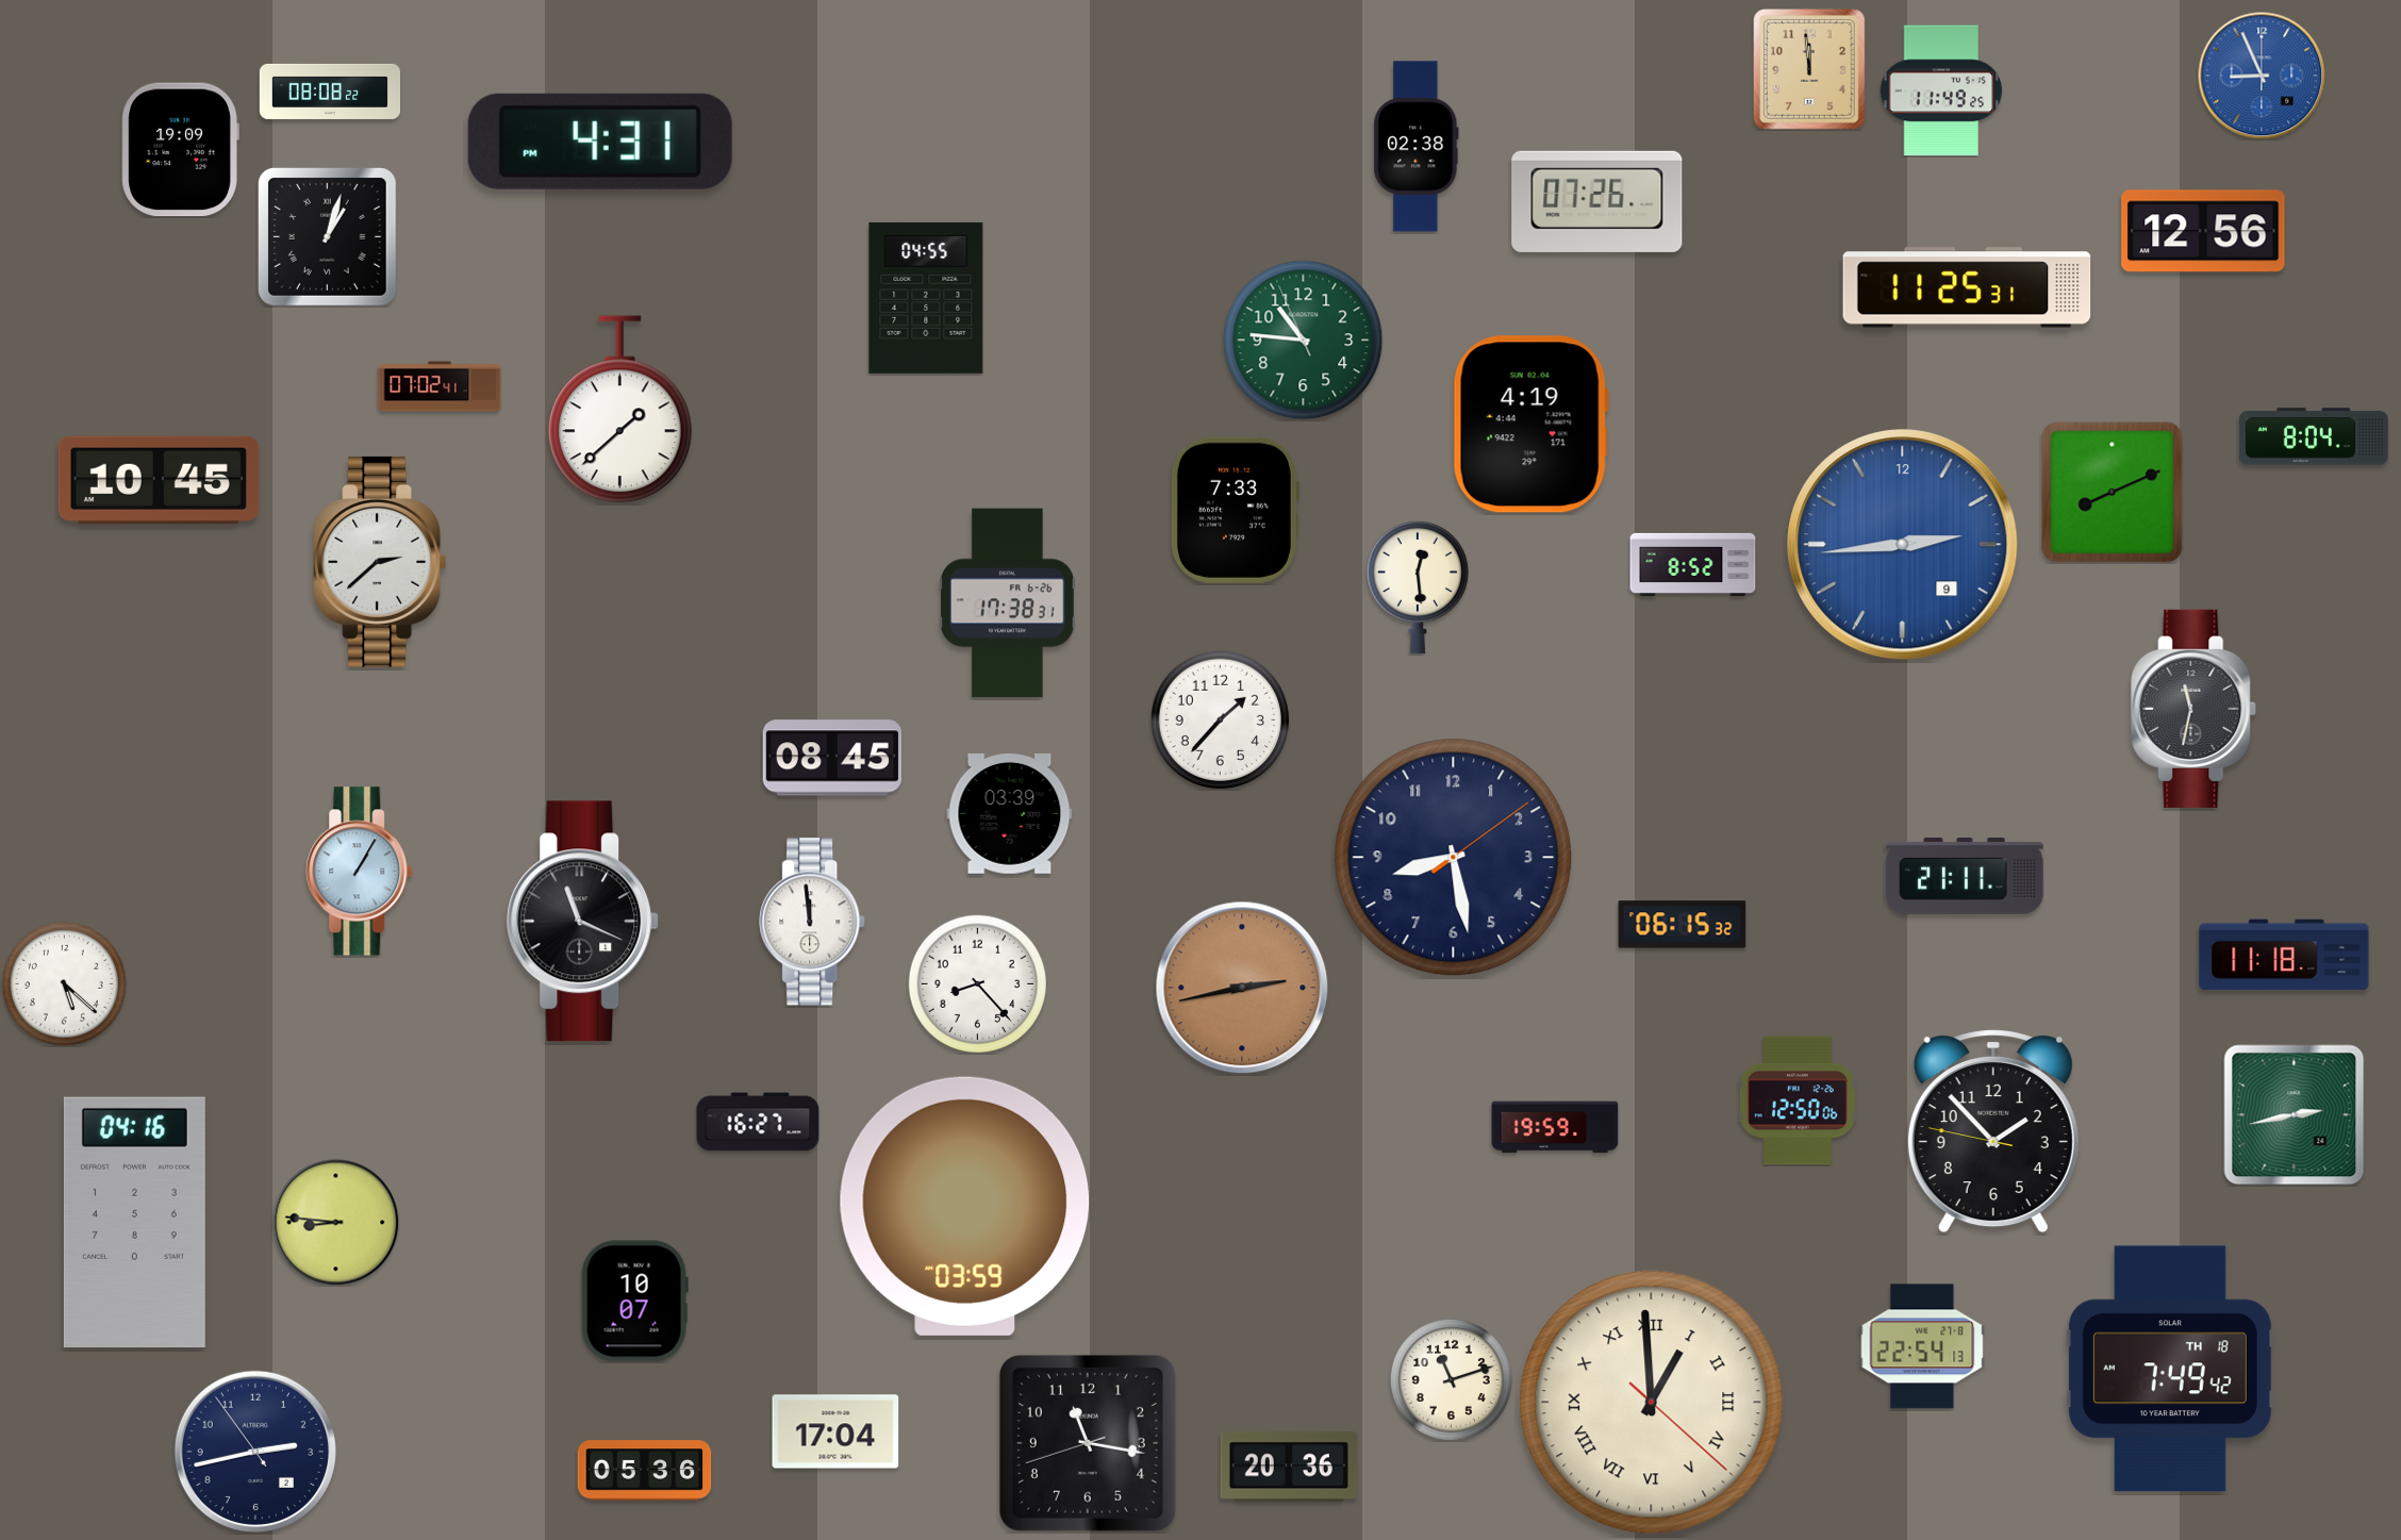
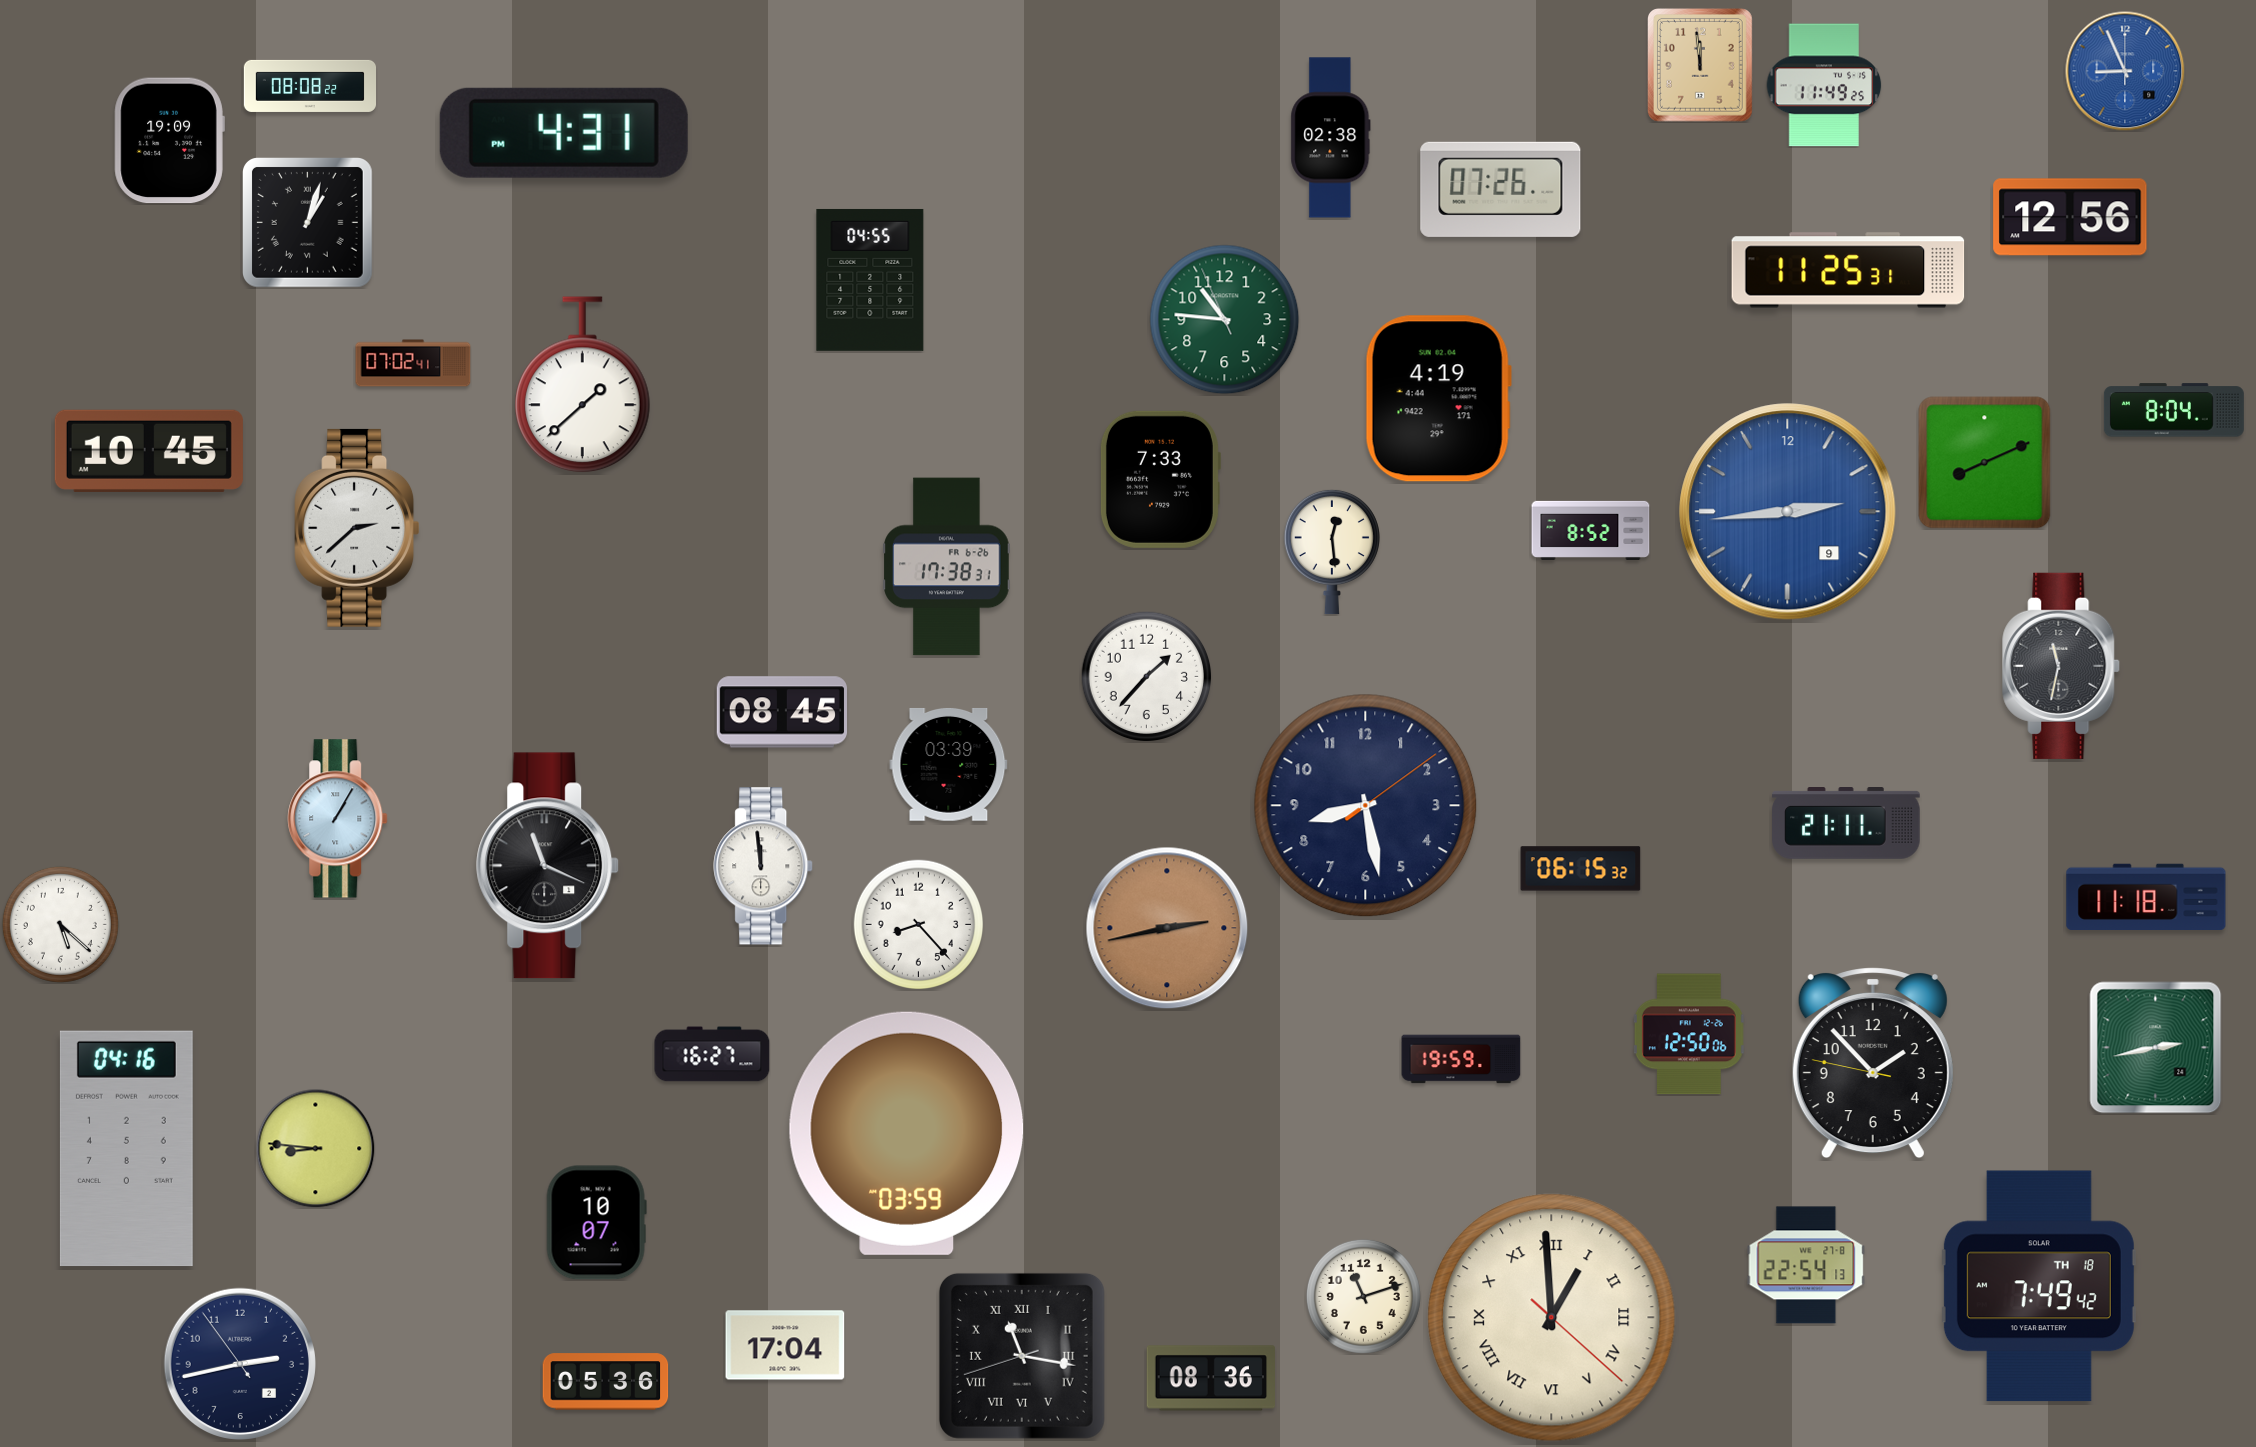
clock at (1088, 1443) numerals: Arabic -> Roman
clock at (1289, 1467): 20:36 -> 08:36
